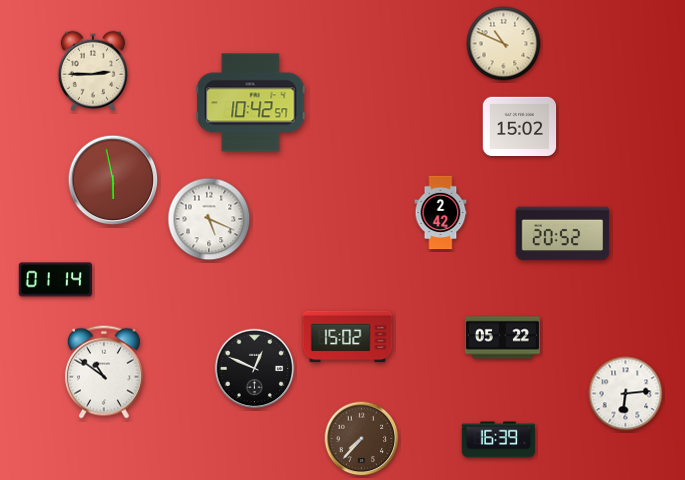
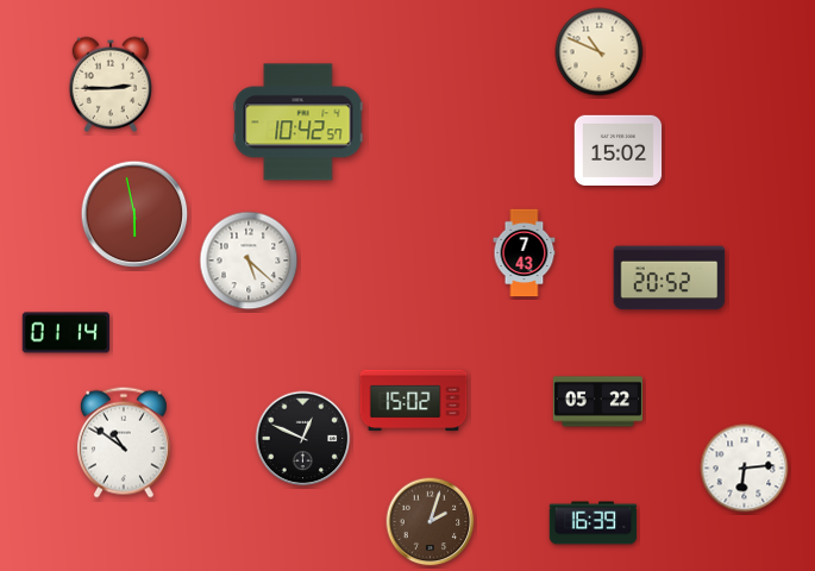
clock at (441, 213): 2:42 -> 7:43
clock at (209, 219): 5:19 -> 5:22
clock at (362, 439): 7:37 -> 2:03
